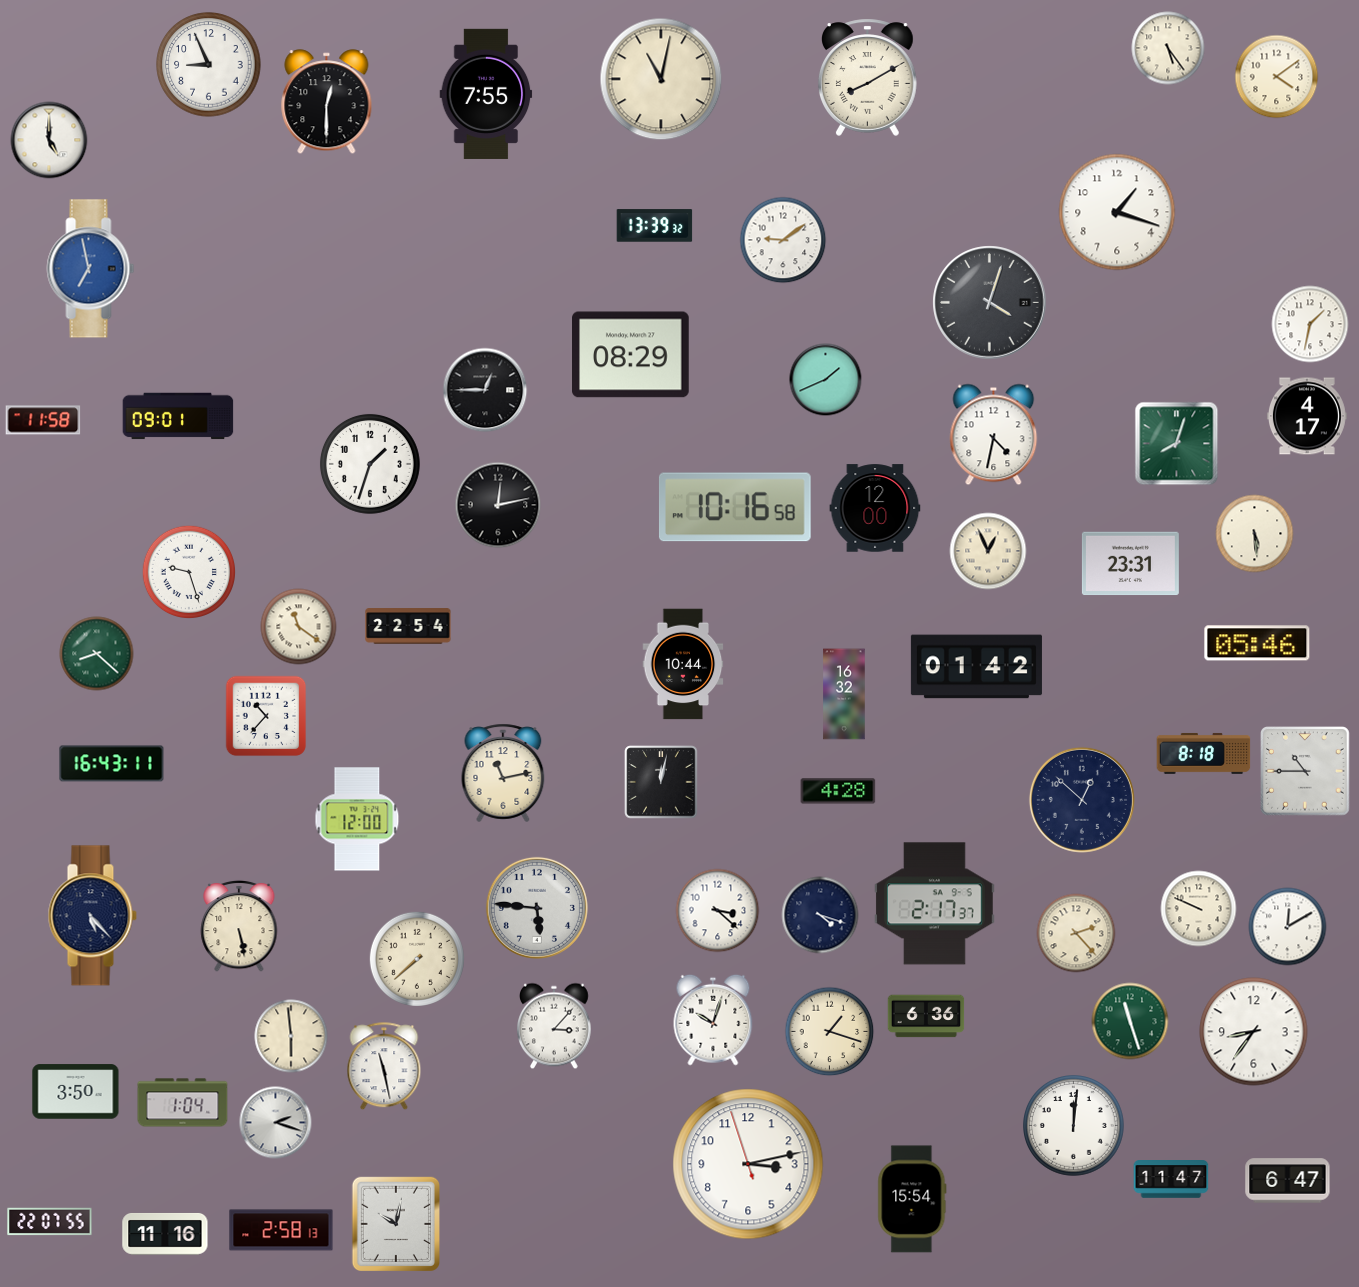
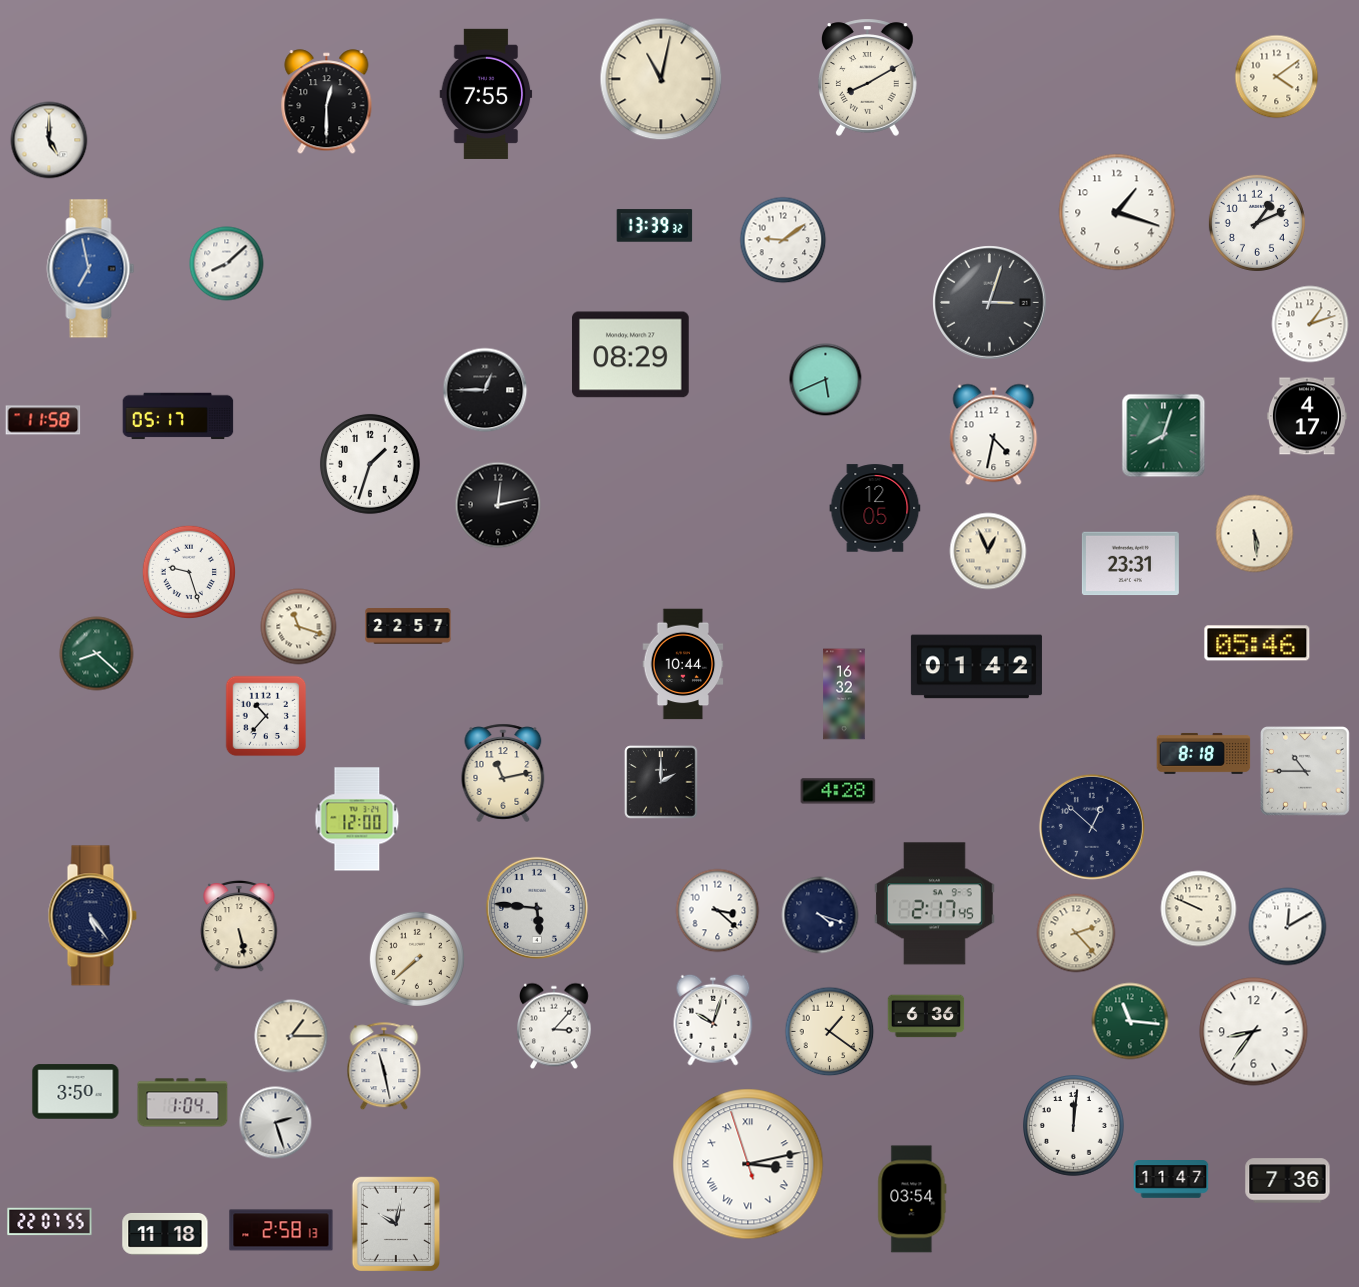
clock at (1168, 48): 5:24 -> none
clock at (209, 65): 8:56 -> none
clock at (1257, 223): none -> 1:11
clock at (227, 264): none -> 8:08
clock at (990, 303): 4:03 -> 3:03
clock at (1310, 324): 1:32 -> 1:12
clock at (826, 380): 1:41 -> 5:41
clock at (178, 416): 09:01 -> 05:17
clock at (1177, 444) position: (1177, 444) -> (1164, 436)
clock at (735, 507): 10:16 -> none
clock at (875, 508): 12:00 -> 12:05
clock at (408, 626): 22:54 -> 22:57
clock at (299, 627): 11:21 -> 11:18
clock at (112, 764): 16:43 -> none
clock at (661, 782): 12:02 -> 2:00
clock at (1082, 800) position: (1082, 800) -> (1092, 827)
clock at (934, 904): 2:17:37 -> 2:17:45
clock at (92, 916): 5:23 -> 5:24
clock at (1130, 1021): 11:27 -> 11:16
clock at (830, 1032): 1:18 -> 1:21
clock at (291, 1036): 5:59 -> 1:15
clock at (276, 1123): 2:18 -> 2:27
clock at (748, 1164) numerals: Arabic -> Roman
clock at (1288, 1181): 6:47 -> 7:36
clock at (912, 1199): 15:54 -> 03:54
clock at (165, 1234): 11:16 -> 11:18
